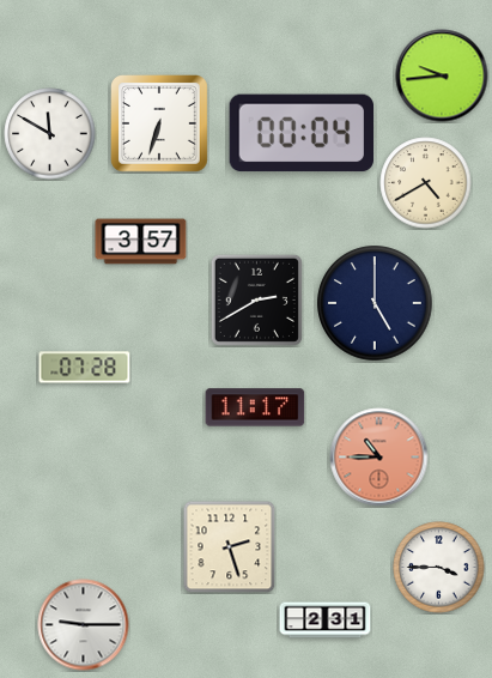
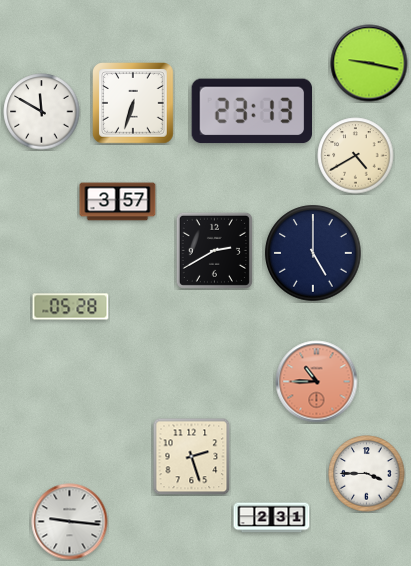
clock at (442, 75): 9:44 -> 9:17
clock at (302, 133): 00:04 -> 23:13
clock at (426, 183) position: (426, 183) -> (356, 156)
clock at (85, 368): 07:28 -> 05:28
clock at (255, 407): 11:17 -> none
clock at (84, 625): 9:15 -> 9:16
